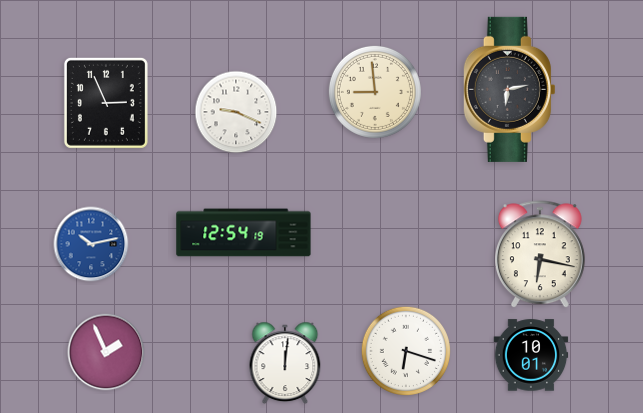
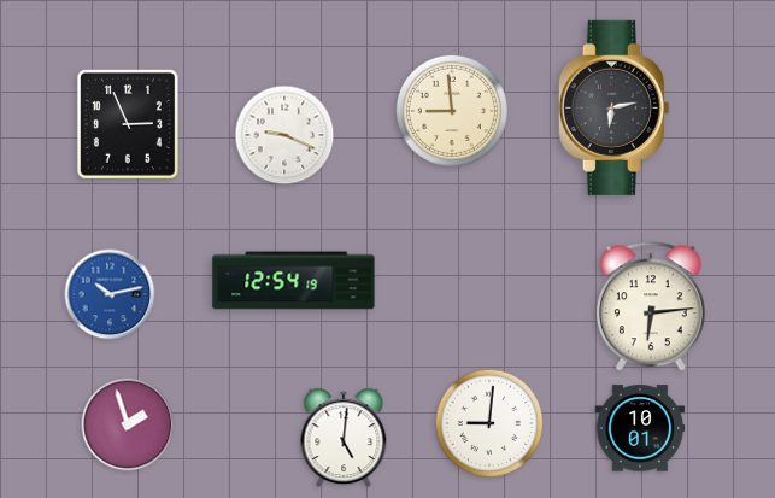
clock at (540, 255): 6:17 -> 6:14
clock at (405, 350): 6:18 -> 9:01
clock at (106, 352): 1:56 -> 1:57
clock at (285, 363): 12:01 -> 5:01
